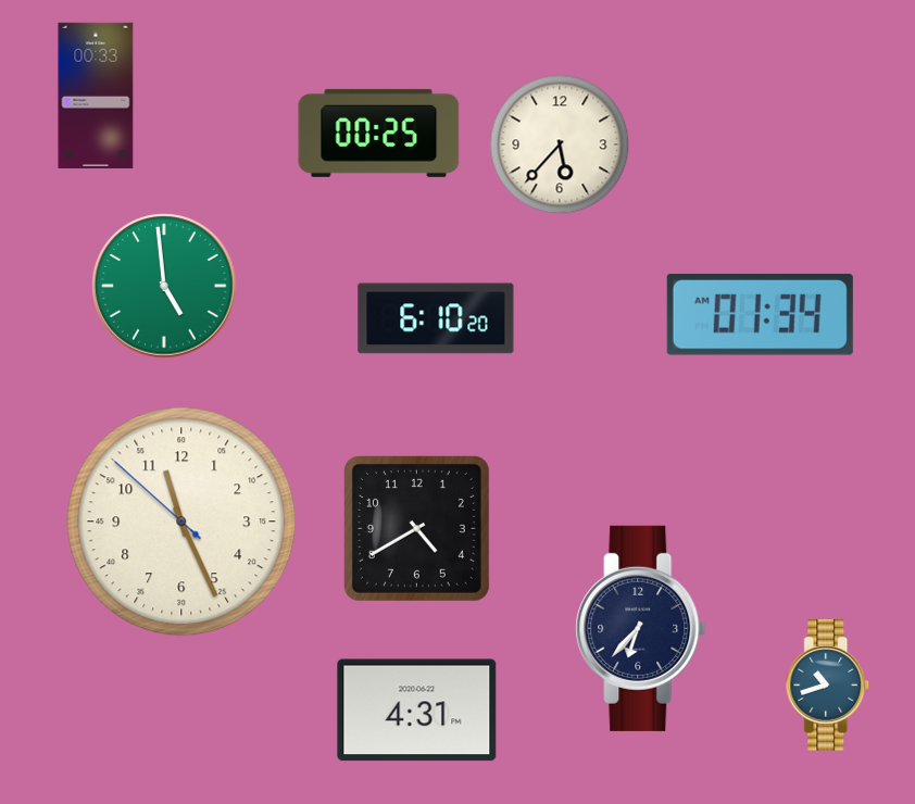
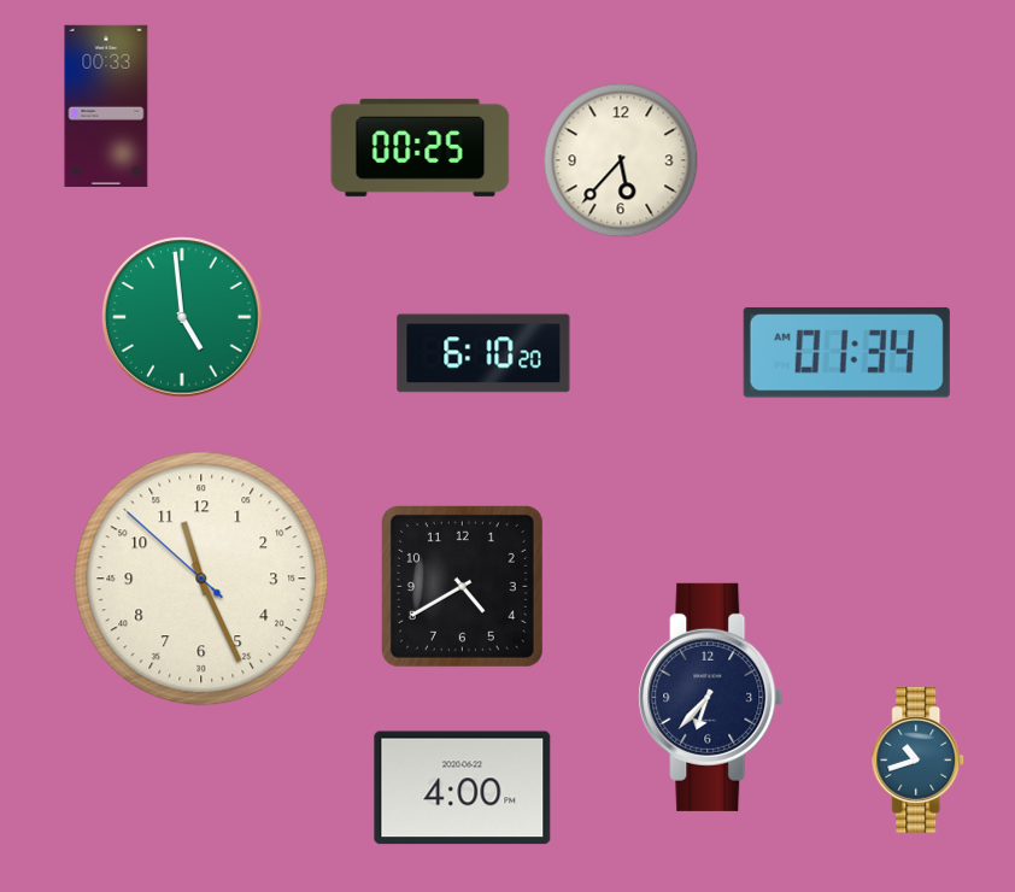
clock at (760, 315) position: (760, 315) -> (846, 353)
clock at (417, 711): 4:31 -> 4:00
